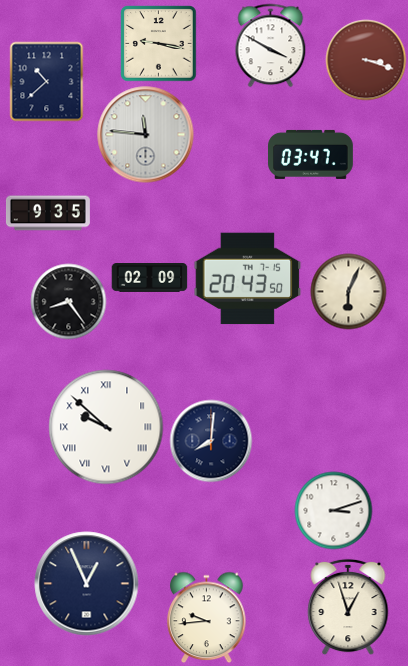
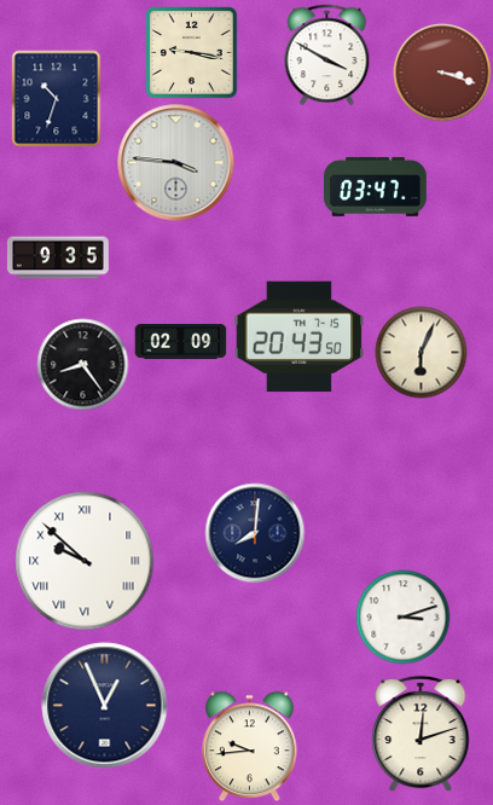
clock at (47, 82): 10:38 -> 10:33
clock at (146, 135): 11:46 -> 3:46
clock at (150, 278) position: (150, 278) -> (181, 342)
clock at (106, 427) position: (106, 427) -> (85, 561)
clock at (348, 607): 12:57 -> 12:12
